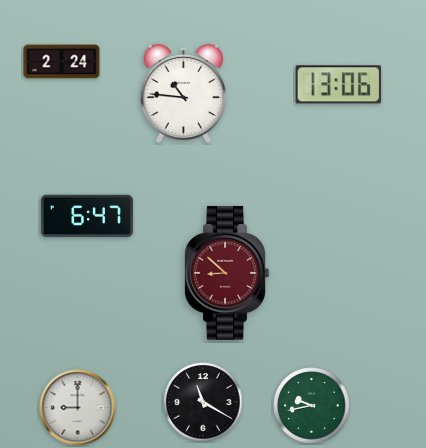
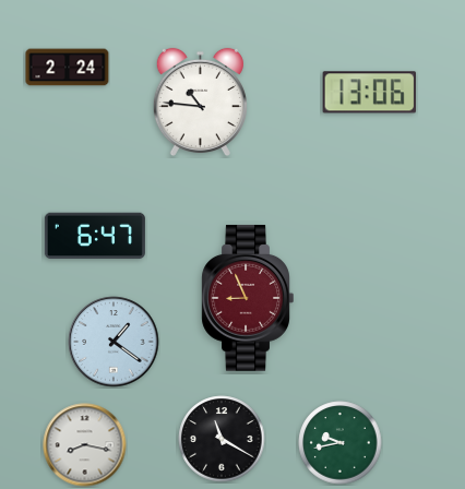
clock at (227, 273): 8:52 -> 8:56
clock at (114, 342): none -> 1:21
clock at (78, 408): 9:00 -> 8:17
